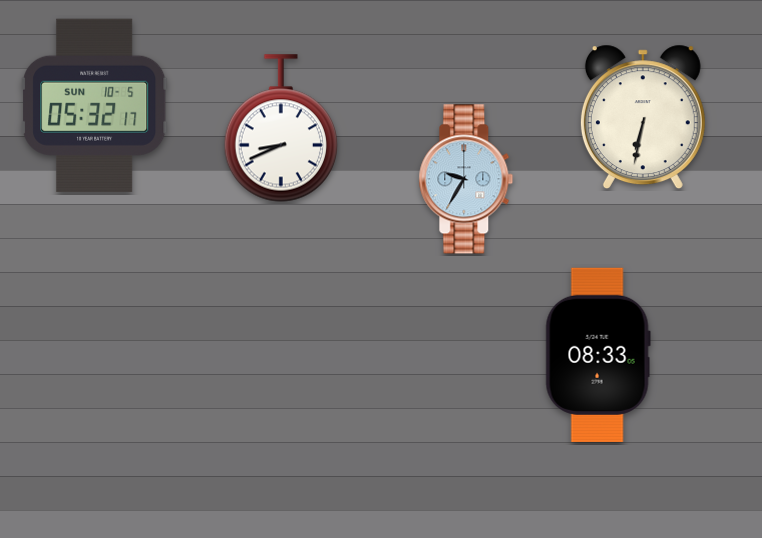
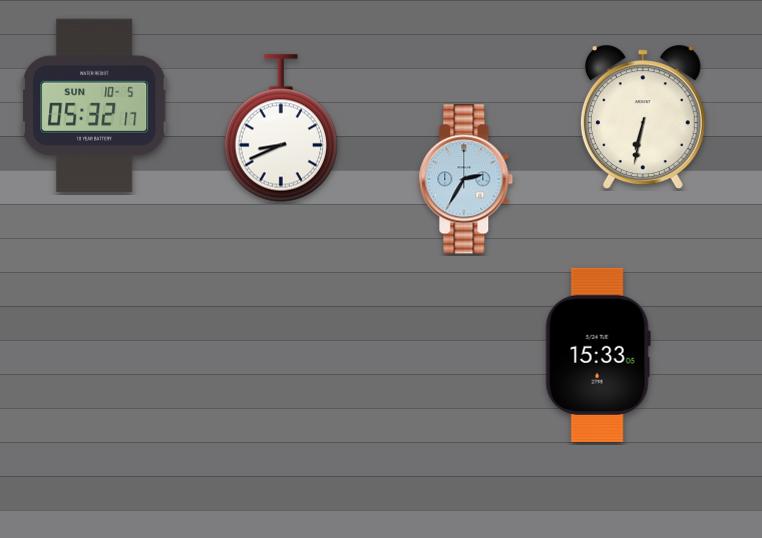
clock at (466, 179): 9:35 -> 2:35
clock at (598, 355): 08:33 -> 15:33
